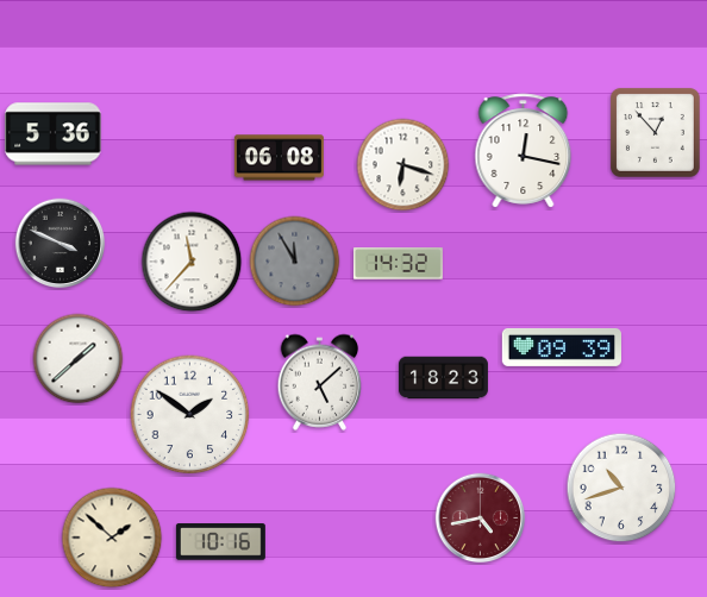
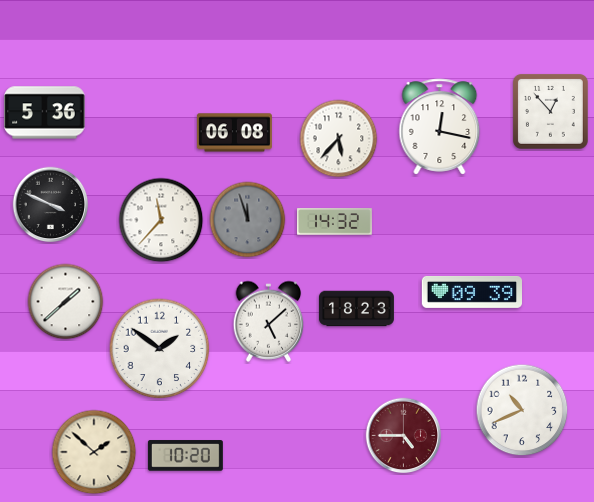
clock at (403, 165): 6:18 -> 5:37
clock at (295, 262): 11:55 -> 11:57
clock at (443, 378) position: (443, 378) -> (356, 309)
clock at (621, 488): 10:42 -> 10:41
clock at (481, 519): 4:43 -> 4:45
clock at (220, 542): 10:16 -> 10:20
